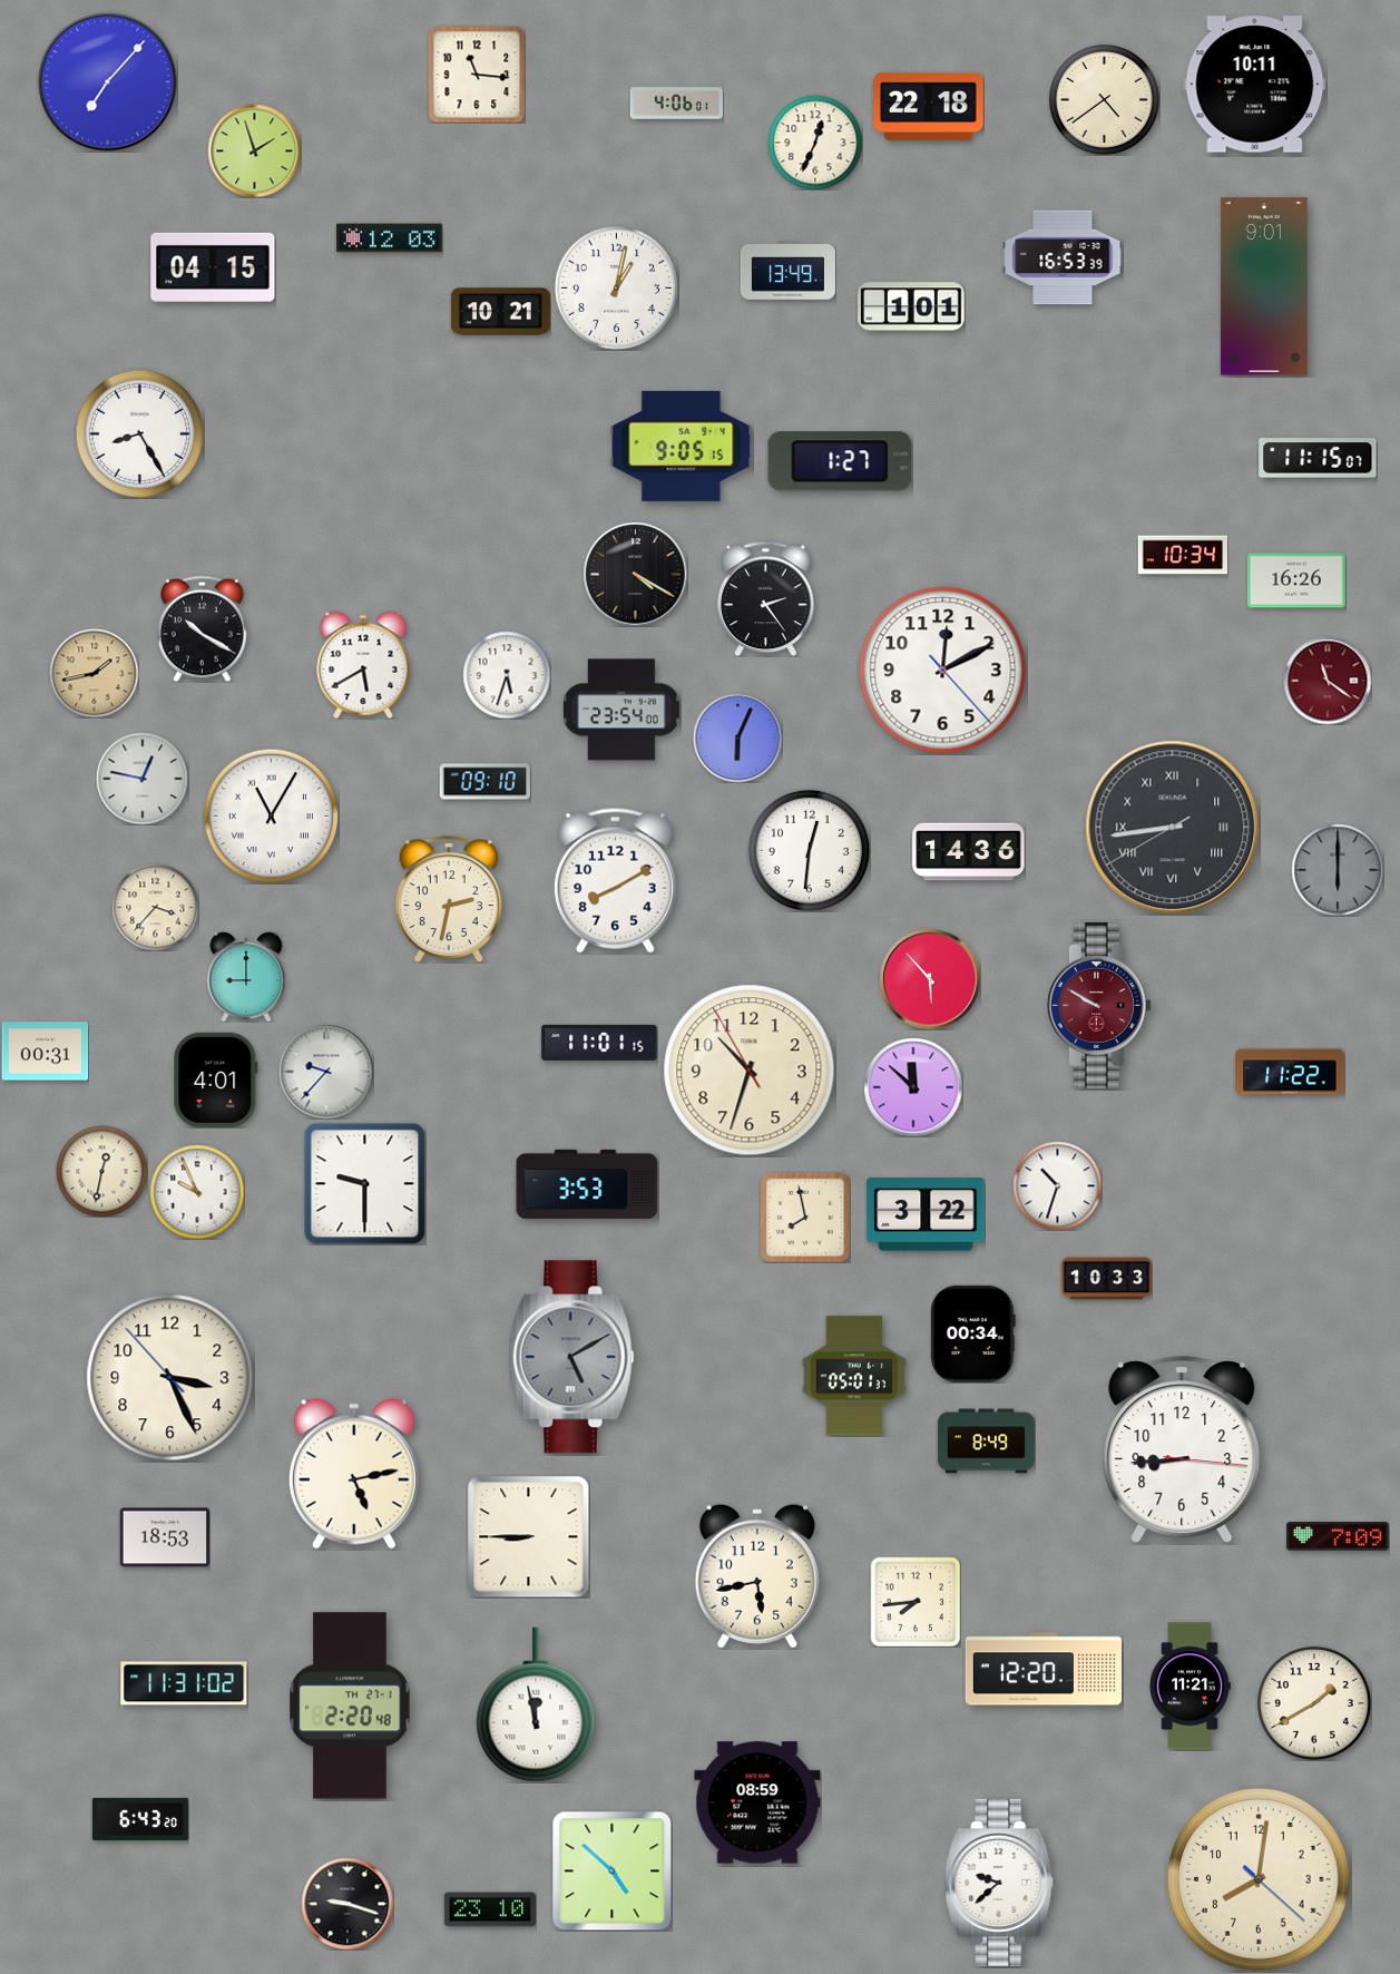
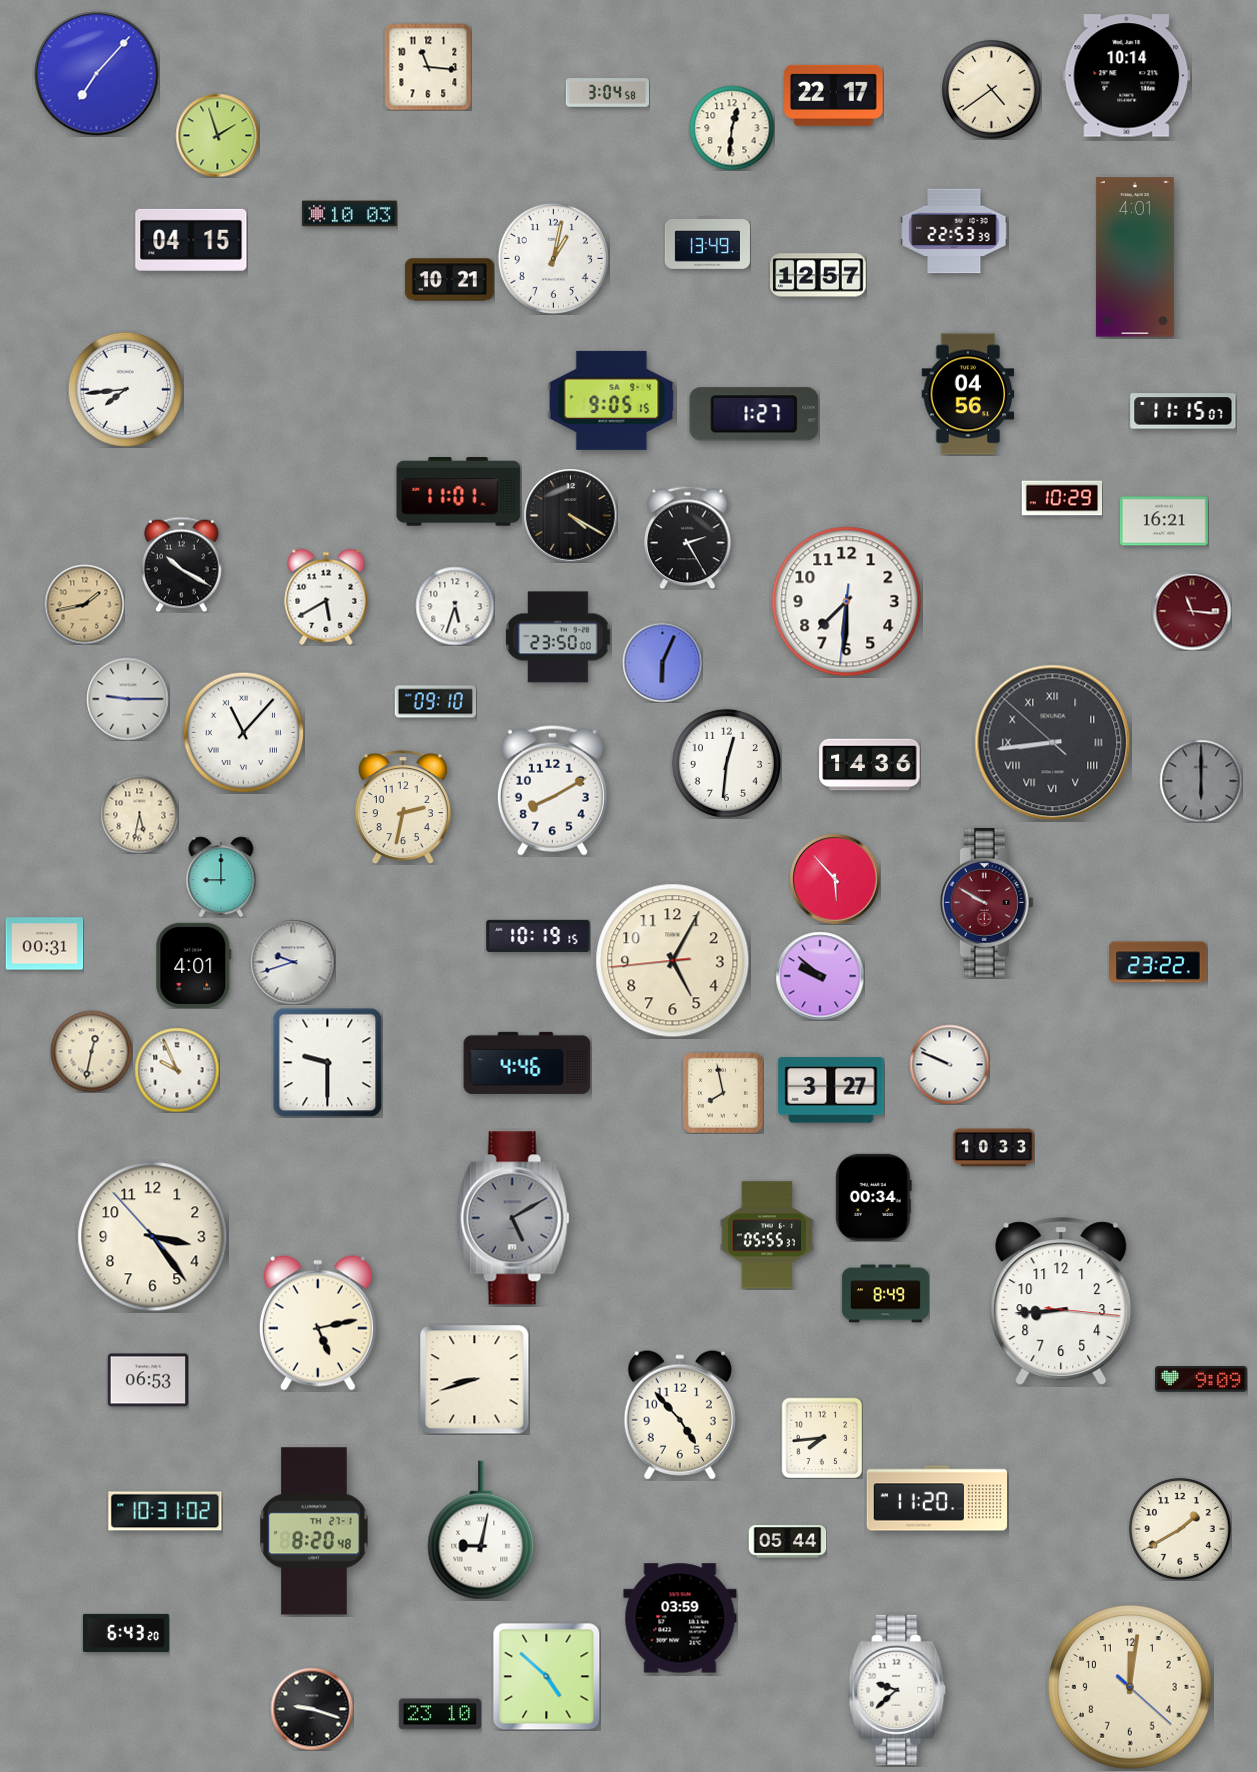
clock at (1255, 85): 10:11 -> 10:14
clock at (676, 104): 4:06 -> 3:04
clock at (929, 106): 22:18 -> 22:17
clock at (815, 143): 12:34 -> 12:31
clock at (254, 150) position: (254, 150) -> (217, 135)
clock at (390, 238): 12:03 -> 10:03
clock at (1063, 257): 16:53 -> 22:53
clock at (1264, 286): 9:01 -> 4:01
clock at (911, 306): 1:01 -> 12:57
clock at (139, 433): 8:25 -> 7:44
clock at (968, 394): none -> 04:56
clock at (459, 492): none -> 11:01
clock at (1183, 555): 10:34 -> 10:29
clock at (1296, 580): 16:26 -> 16:21
clock at (766, 598): 2:24 -> 2:25
clock at (943, 671): 12:10 -> 7:30
clock at (1328, 681): 11:21 -> 11:16
clock at (623, 710): 23:54 -> 23:50
clock at (143, 779): 12:47 -> 9:15
clock at (271, 815): 11:05 -> 11:07
clock at (1173, 828): 8:43:40 -> 8:43:52
clock at (155, 907): 3:37 -> 5:32
clock at (599, 1043): 11:01 -> 10:19
clock at (45, 1052) position: (45, 1052) -> (44, 944)
clock at (750, 1071): 10:32 -> 5:04
clock at (326, 1072): 9:37 -> 9:42
clock at (1290, 1072): 11:22 -> 23:22
clock at (216, 1079) position: (216, 1079) -> (194, 965)
clock at (913, 1087): 11:52 -> 9:52
clock at (587, 1184): 3:53 -> 4:46
clock at (1057, 1185): 10:33 -> 9:49
clock at (926, 1214): 3:22 -> 3:27
clock at (854, 1376): 05:01 -> 05:55
clock at (170, 1378): 3:25 -> 3:23
clock at (1338, 1536): 7:09 -> 9:09
clock at (165, 1537): 18:53 -> 06:53
clock at (529, 1537): 8:45 -> 8:42
clock at (757, 1576): 5:43 -> 4:53
clock at (1042, 1669): 12:20 -> 11:20
clock at (184, 1683): 11:31 -> 10:31
clock at (1189, 1687): 11:21 -> none
clock at (536, 1704): 11:58 -> 9:02
clock at (350, 1706): 2:20 -> 8:20
clock at (787, 1542): none -> 05:44
clock at (757, 1802): 08:59 -> 03:59
clock at (611, 1870) position: (611, 1870) -> (546, 1676)
clock at (1259, 1879): 8:01 -> 12:01
